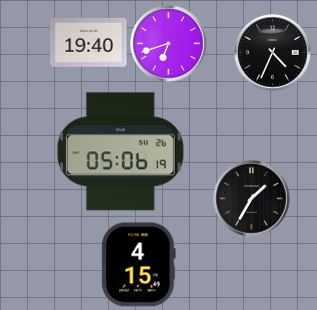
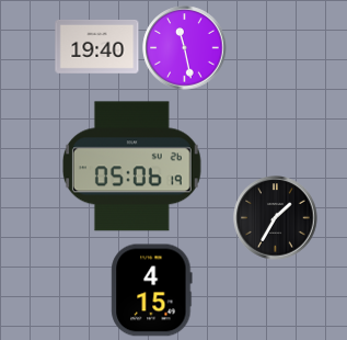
clock at (169, 44): 6:42 -> 11:28
clock at (273, 53): 4:34 -> none
